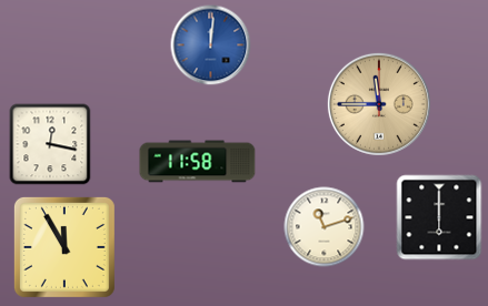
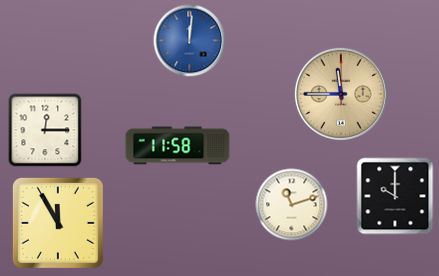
clock at (50, 144): 12:17 -> 12:15
clock at (439, 217): 6:00 -> 10:00
